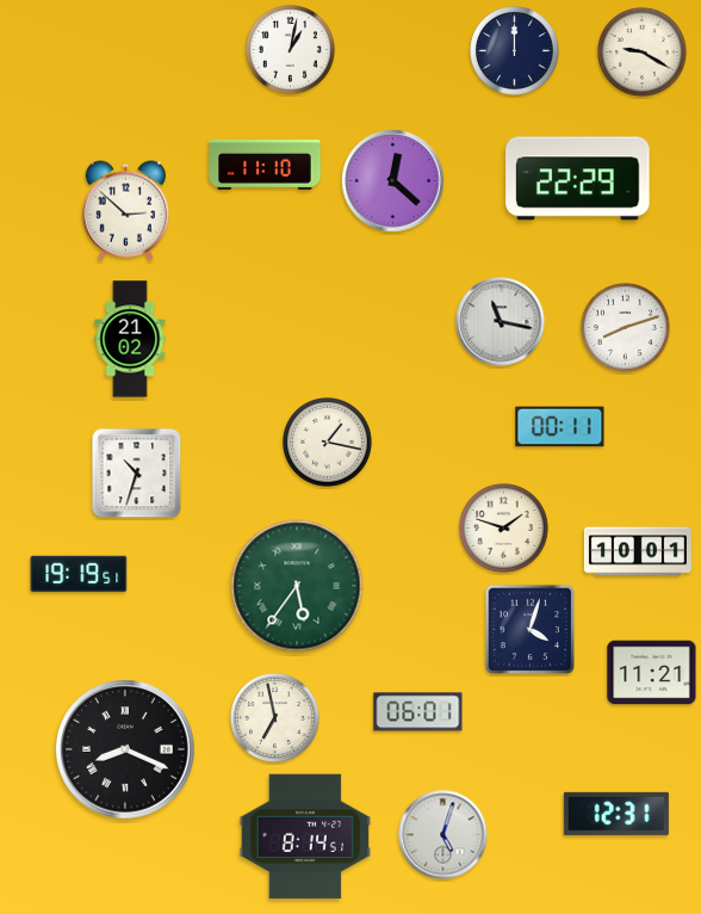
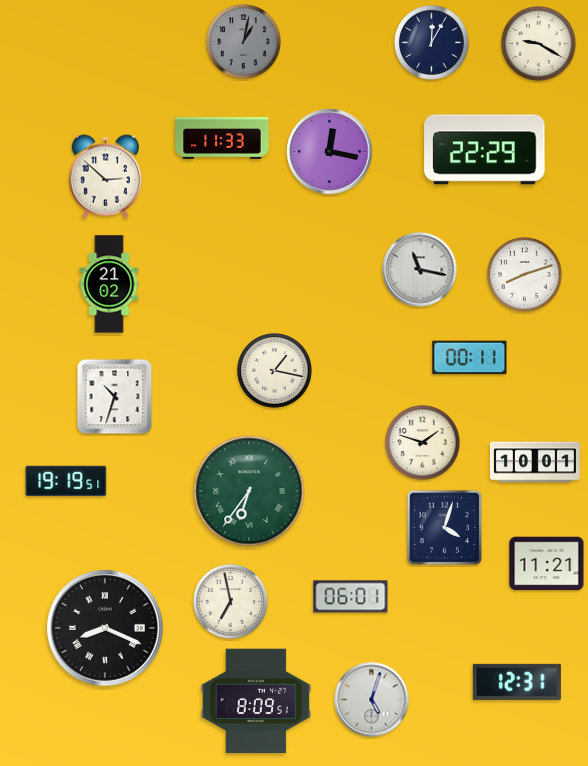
clock at (291, 50) dial: white -> grey
clock at (515, 51): 12:00 -> 12:05
clock at (265, 166): 11:10 -> 11:33
clock at (393, 181): 12:22 -> 12:17
clock at (297, 586): 5:36 -> 6:36
clock at (305, 836): 8:14 -> 8:09
